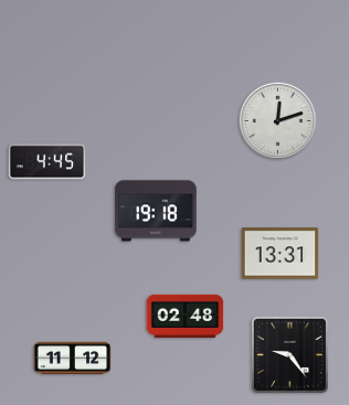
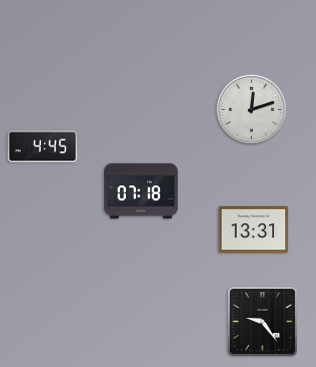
clock at (156, 211): 19:18 -> 07:18
clock at (186, 316): 02:48 -> none
clock at (73, 359): 11:12 -> none
